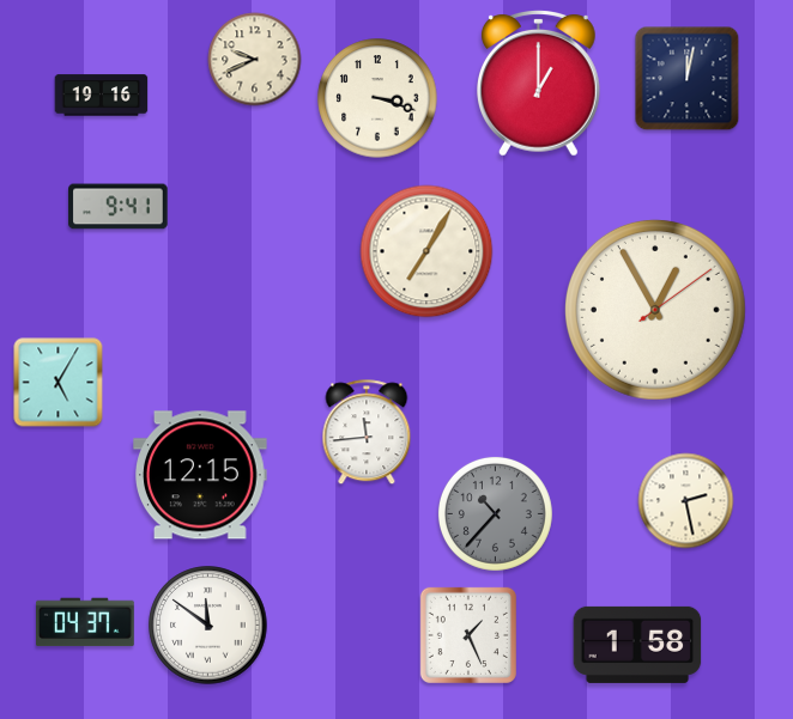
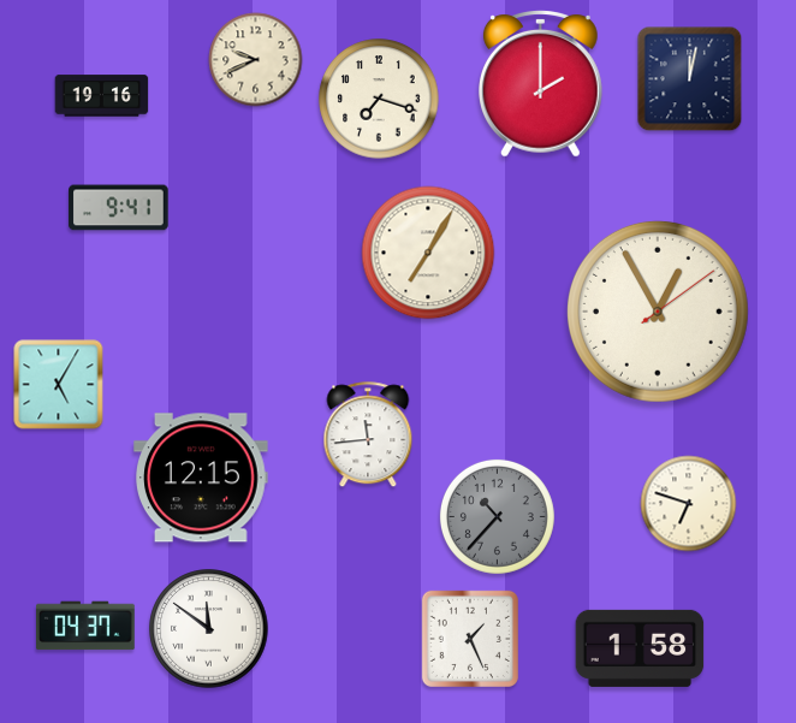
clock at (539, 84): 1:00 -> 2:00
clock at (377, 98): 3:18 -> 7:18
clock at (686, 501): 2:28 -> 6:48
